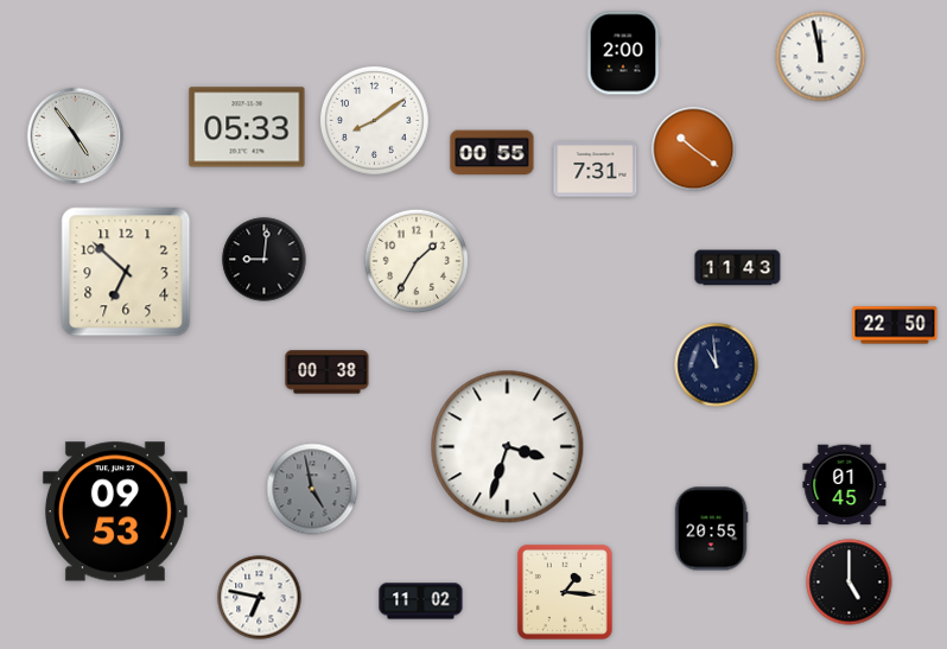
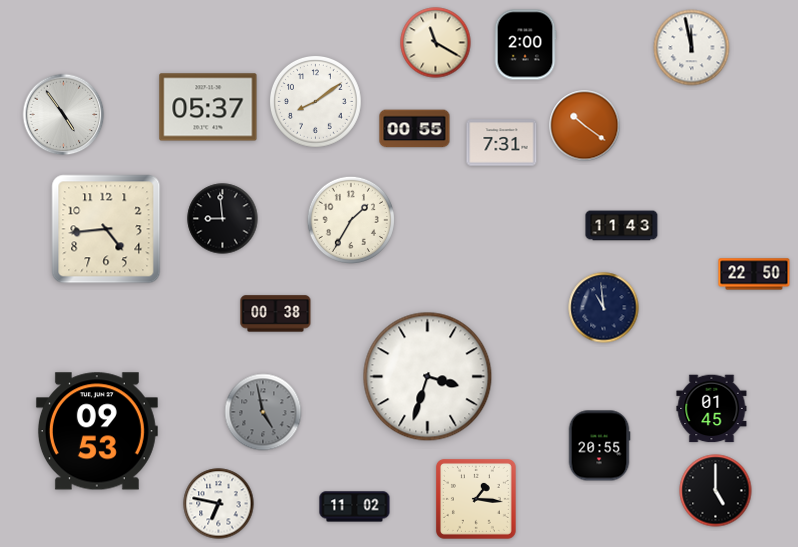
clock at (436, 43): none -> 11:20
clock at (247, 127): 05:33 -> 05:37
clock at (265, 260): 9:01 -> 8:59
clock at (126, 272): 6:52 -> 4:44
